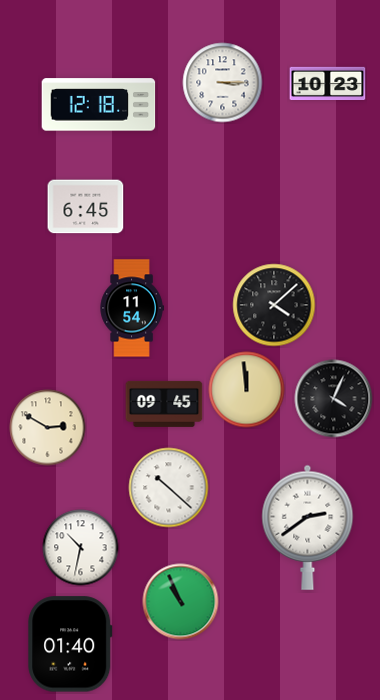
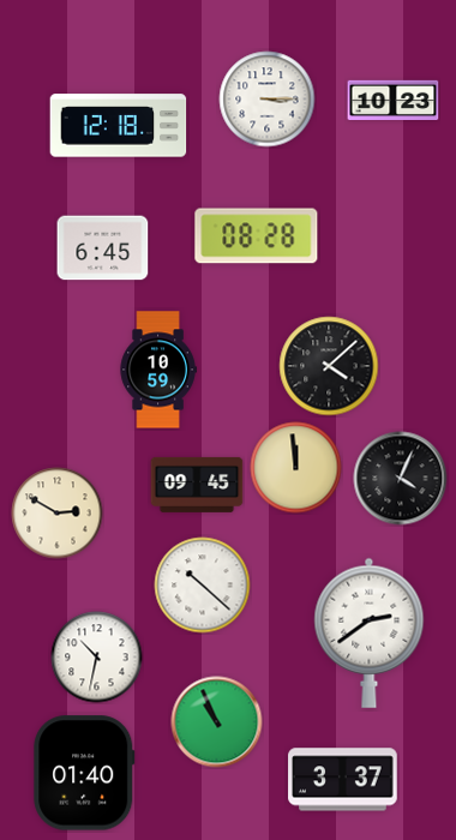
clock at (257, 236): none -> 08:28
clock at (132, 308): 11:54 -> 10:59
clock at (343, 780): none -> 3:37
